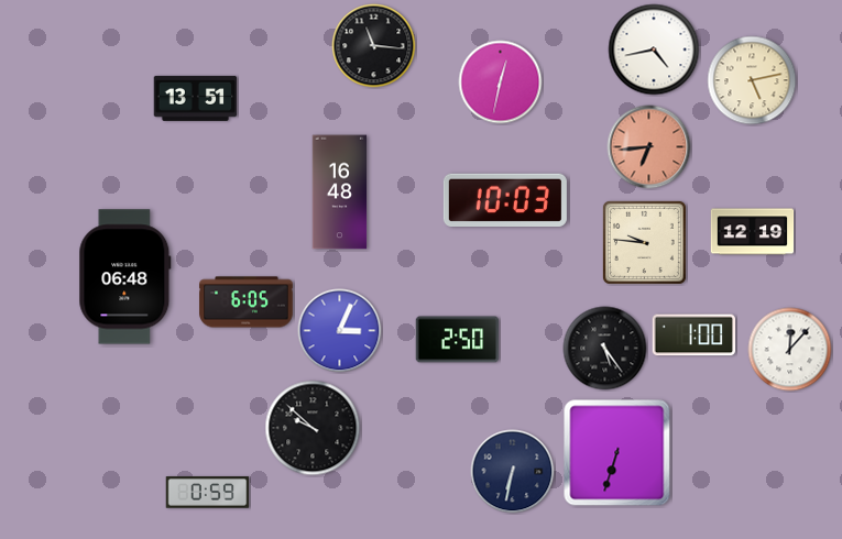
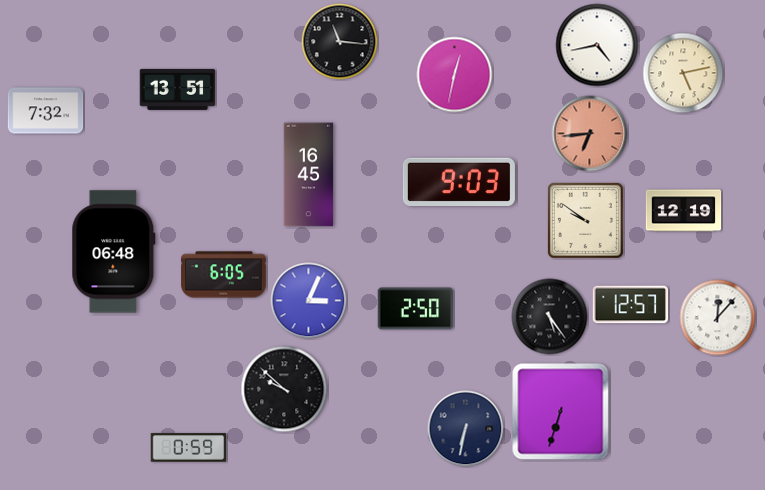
clock at (654, 50) position: (654, 50) -> (597, 45)
clock at (46, 111): none -> 7:32
clock at (340, 193): 16:48 -> 16:45
clock at (505, 199): 10:03 -> 9:03
clock at (644, 242): 9:46 -> 9:51
clock at (695, 335): 1:00 -> 12:57
